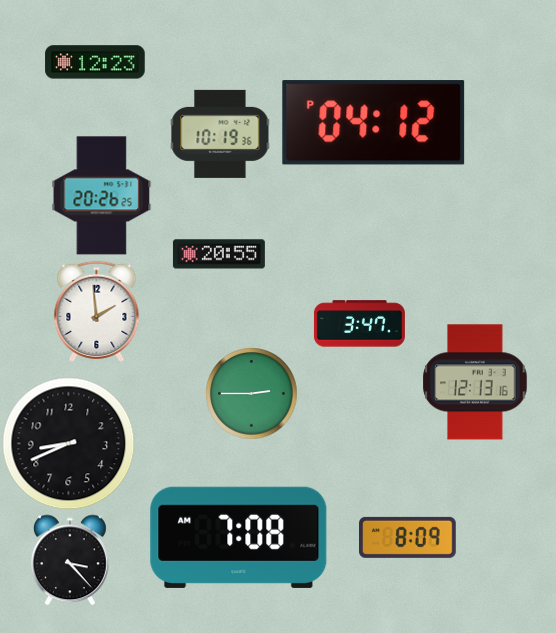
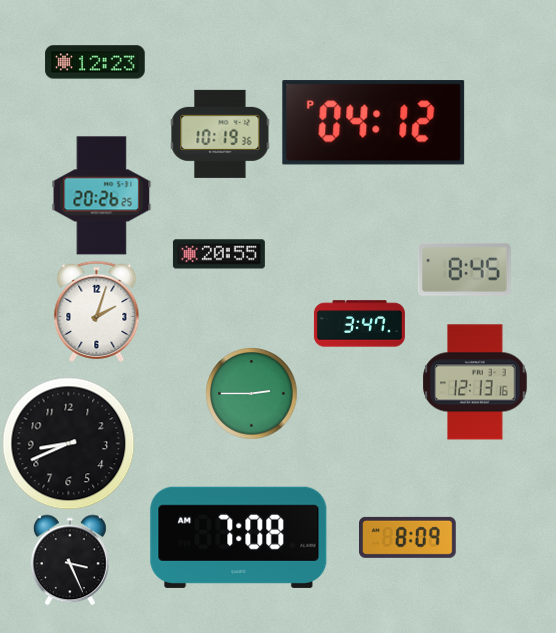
clock at (464, 269): none -> 8:45
clock at (97, 311): 1:59 -> 2:03
clock at (70, 560): 3:23 -> 3:26
